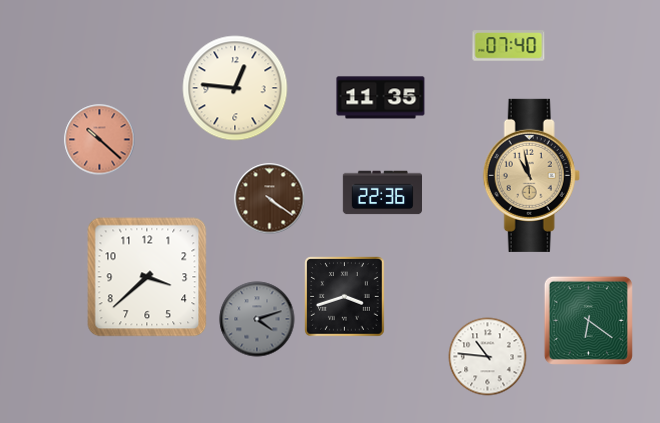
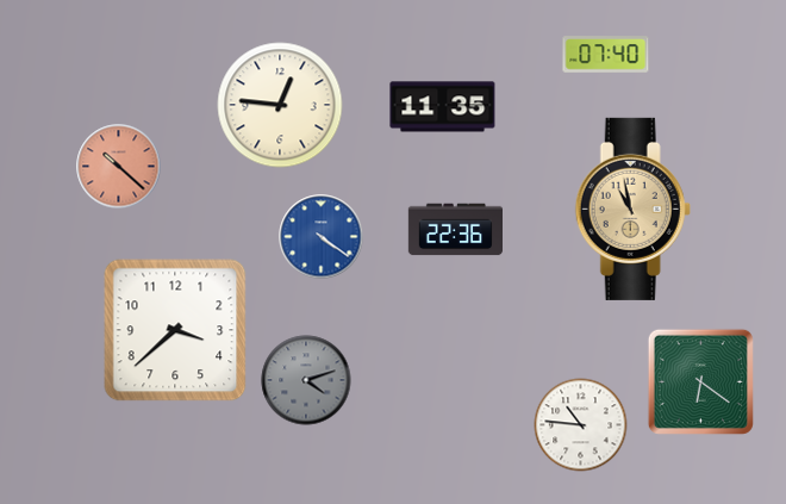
clock at (381, 98) position: (381, 98) -> (443, 107)
clock at (270, 199) dial: brown -> blue
clock at (345, 297): 3:42 -> none
